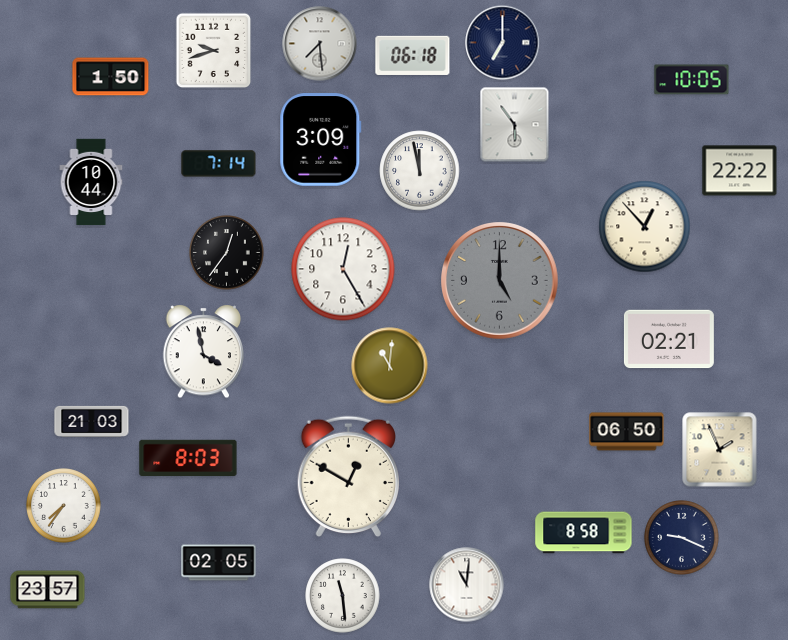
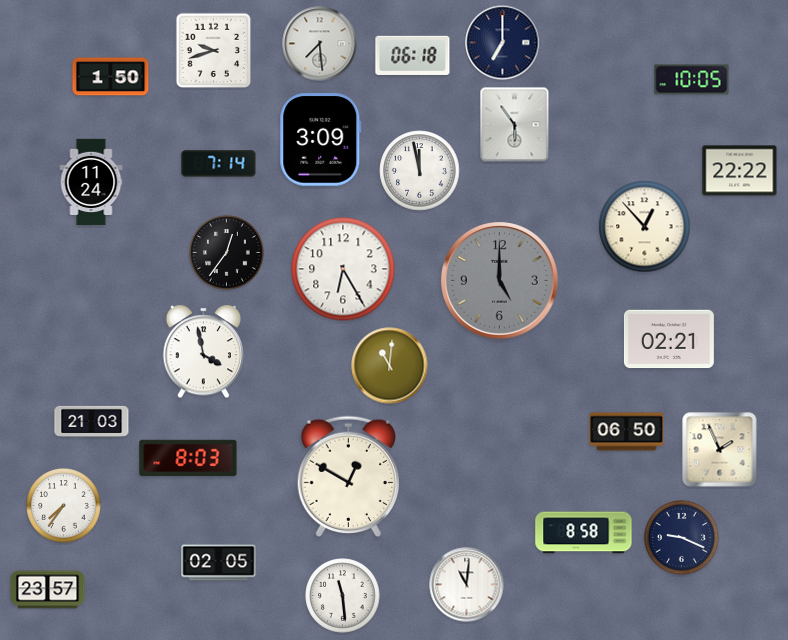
clock at (91, 182): 10:44 -> 11:24
clock at (343, 269): 12:25 -> 6:25
